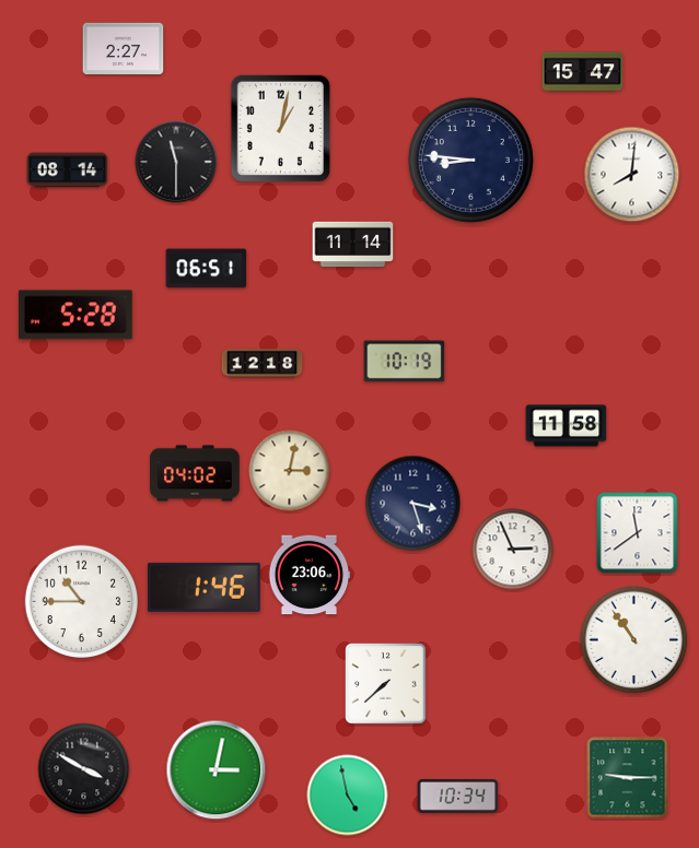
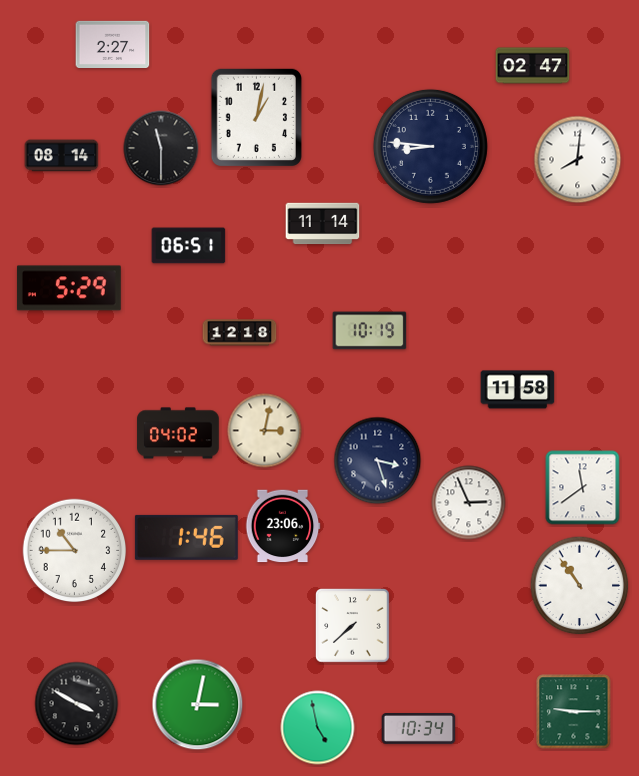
clock at (583, 72): 15:47 -> 02:47
clock at (75, 315): 5:28 -> 5:29
